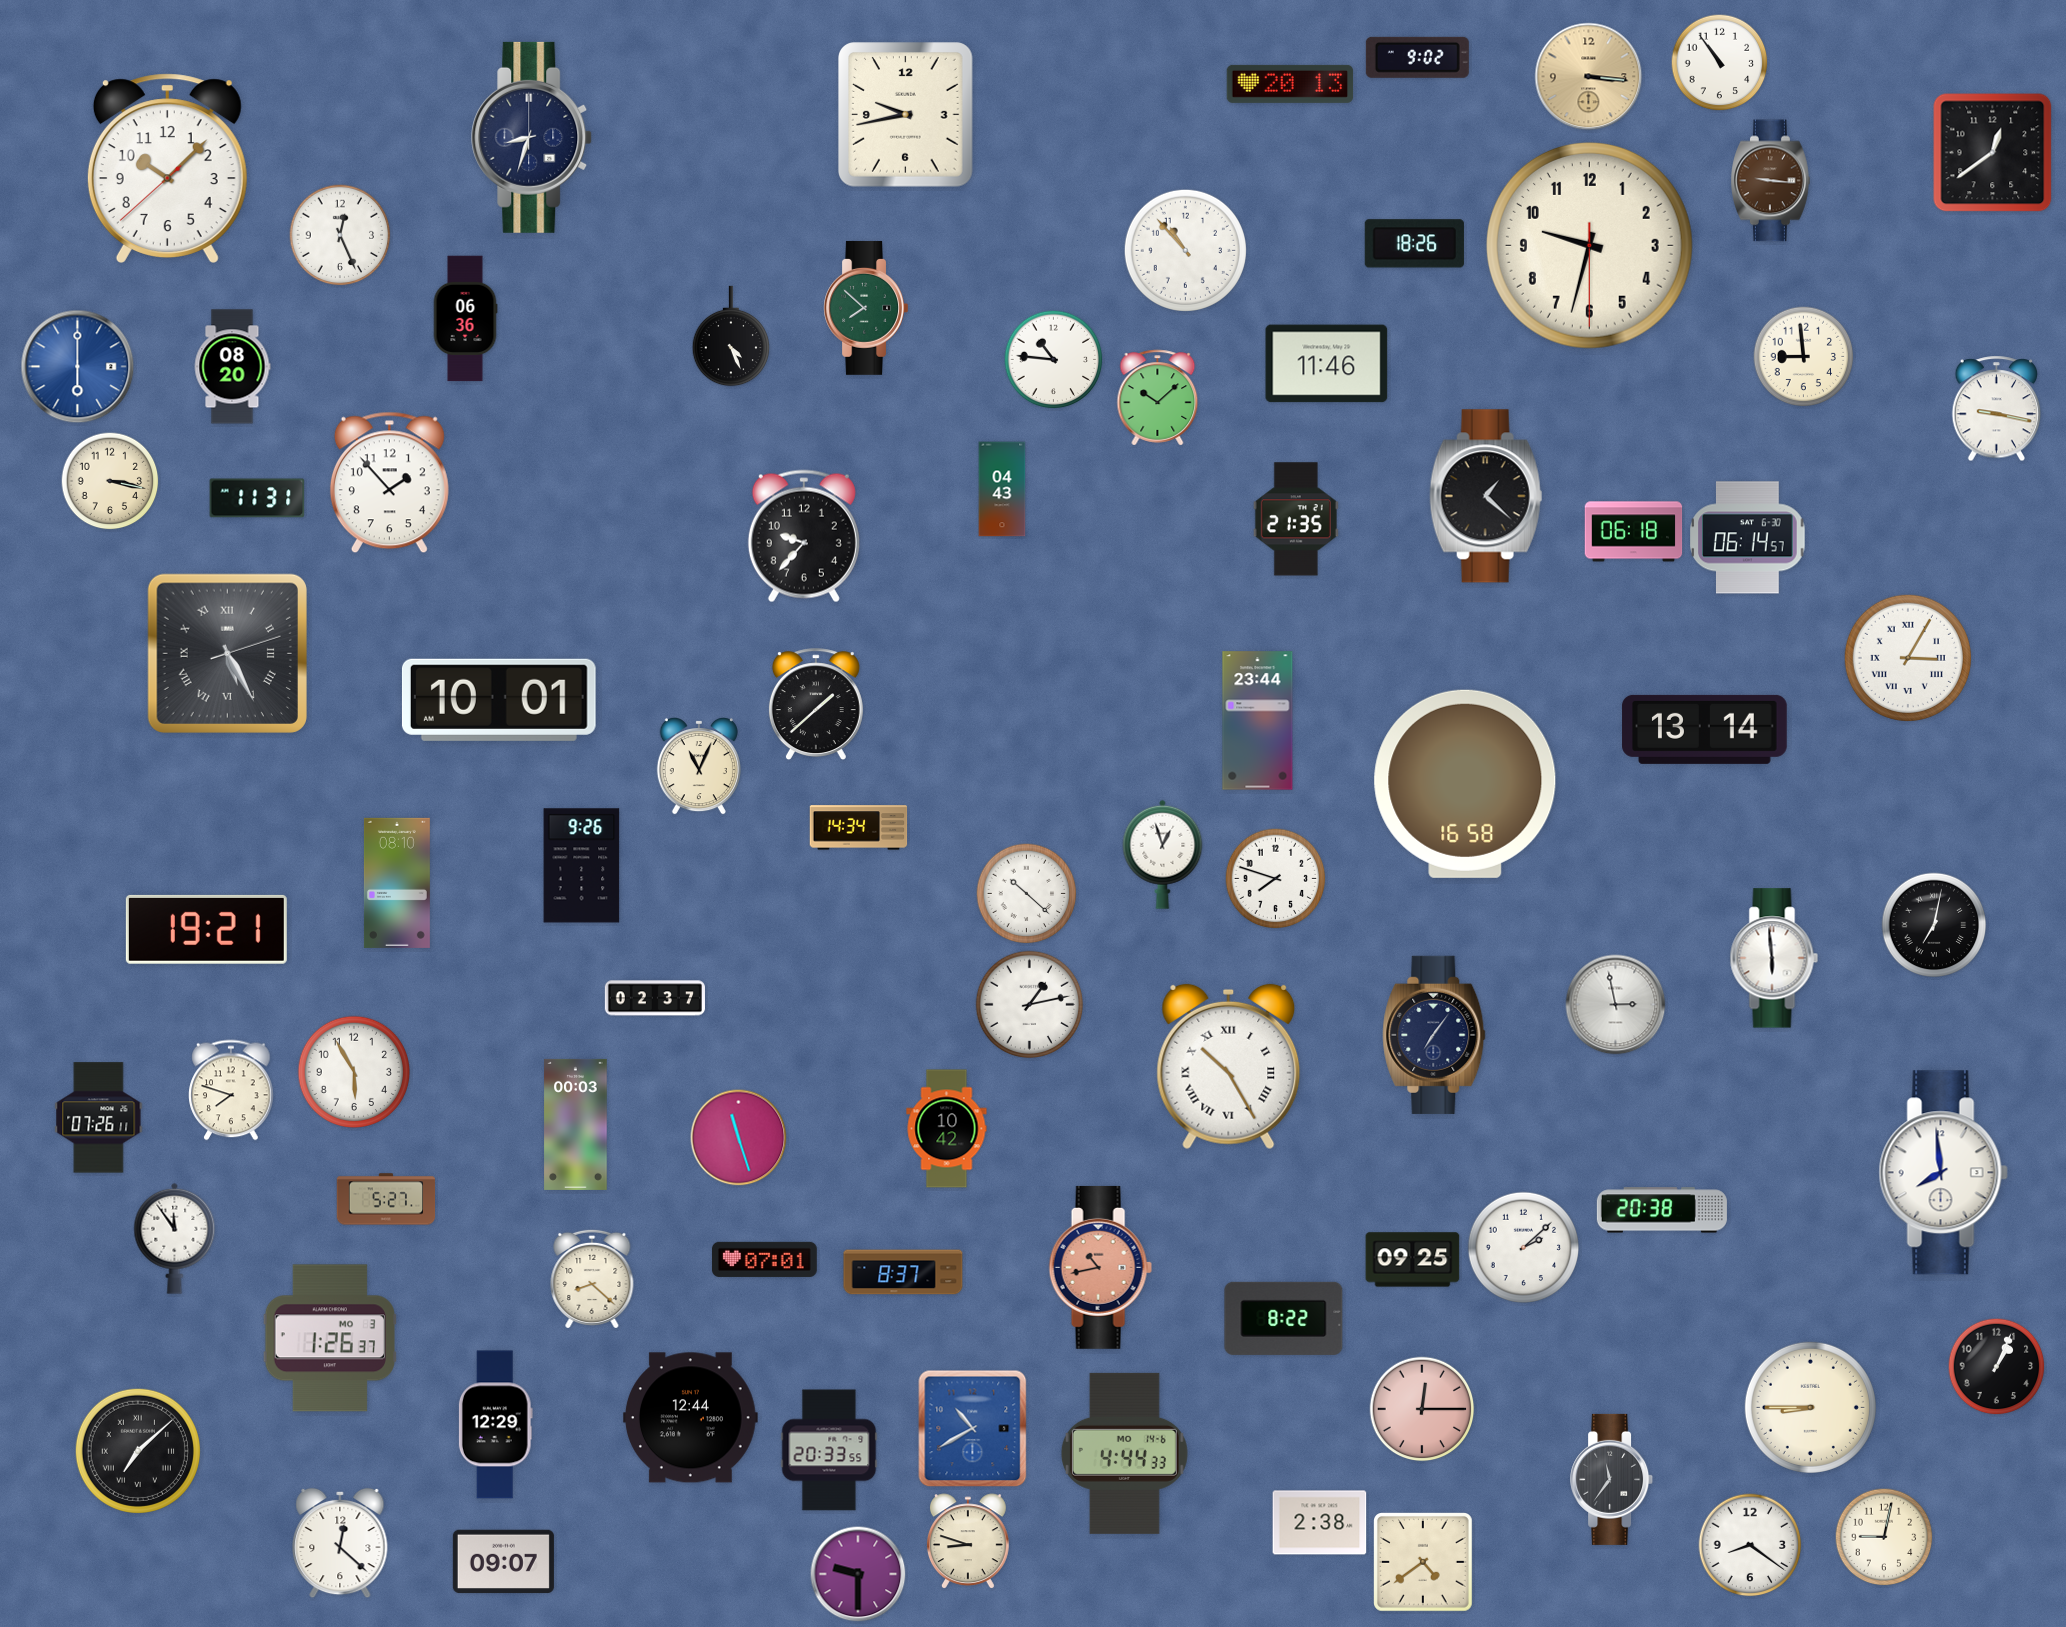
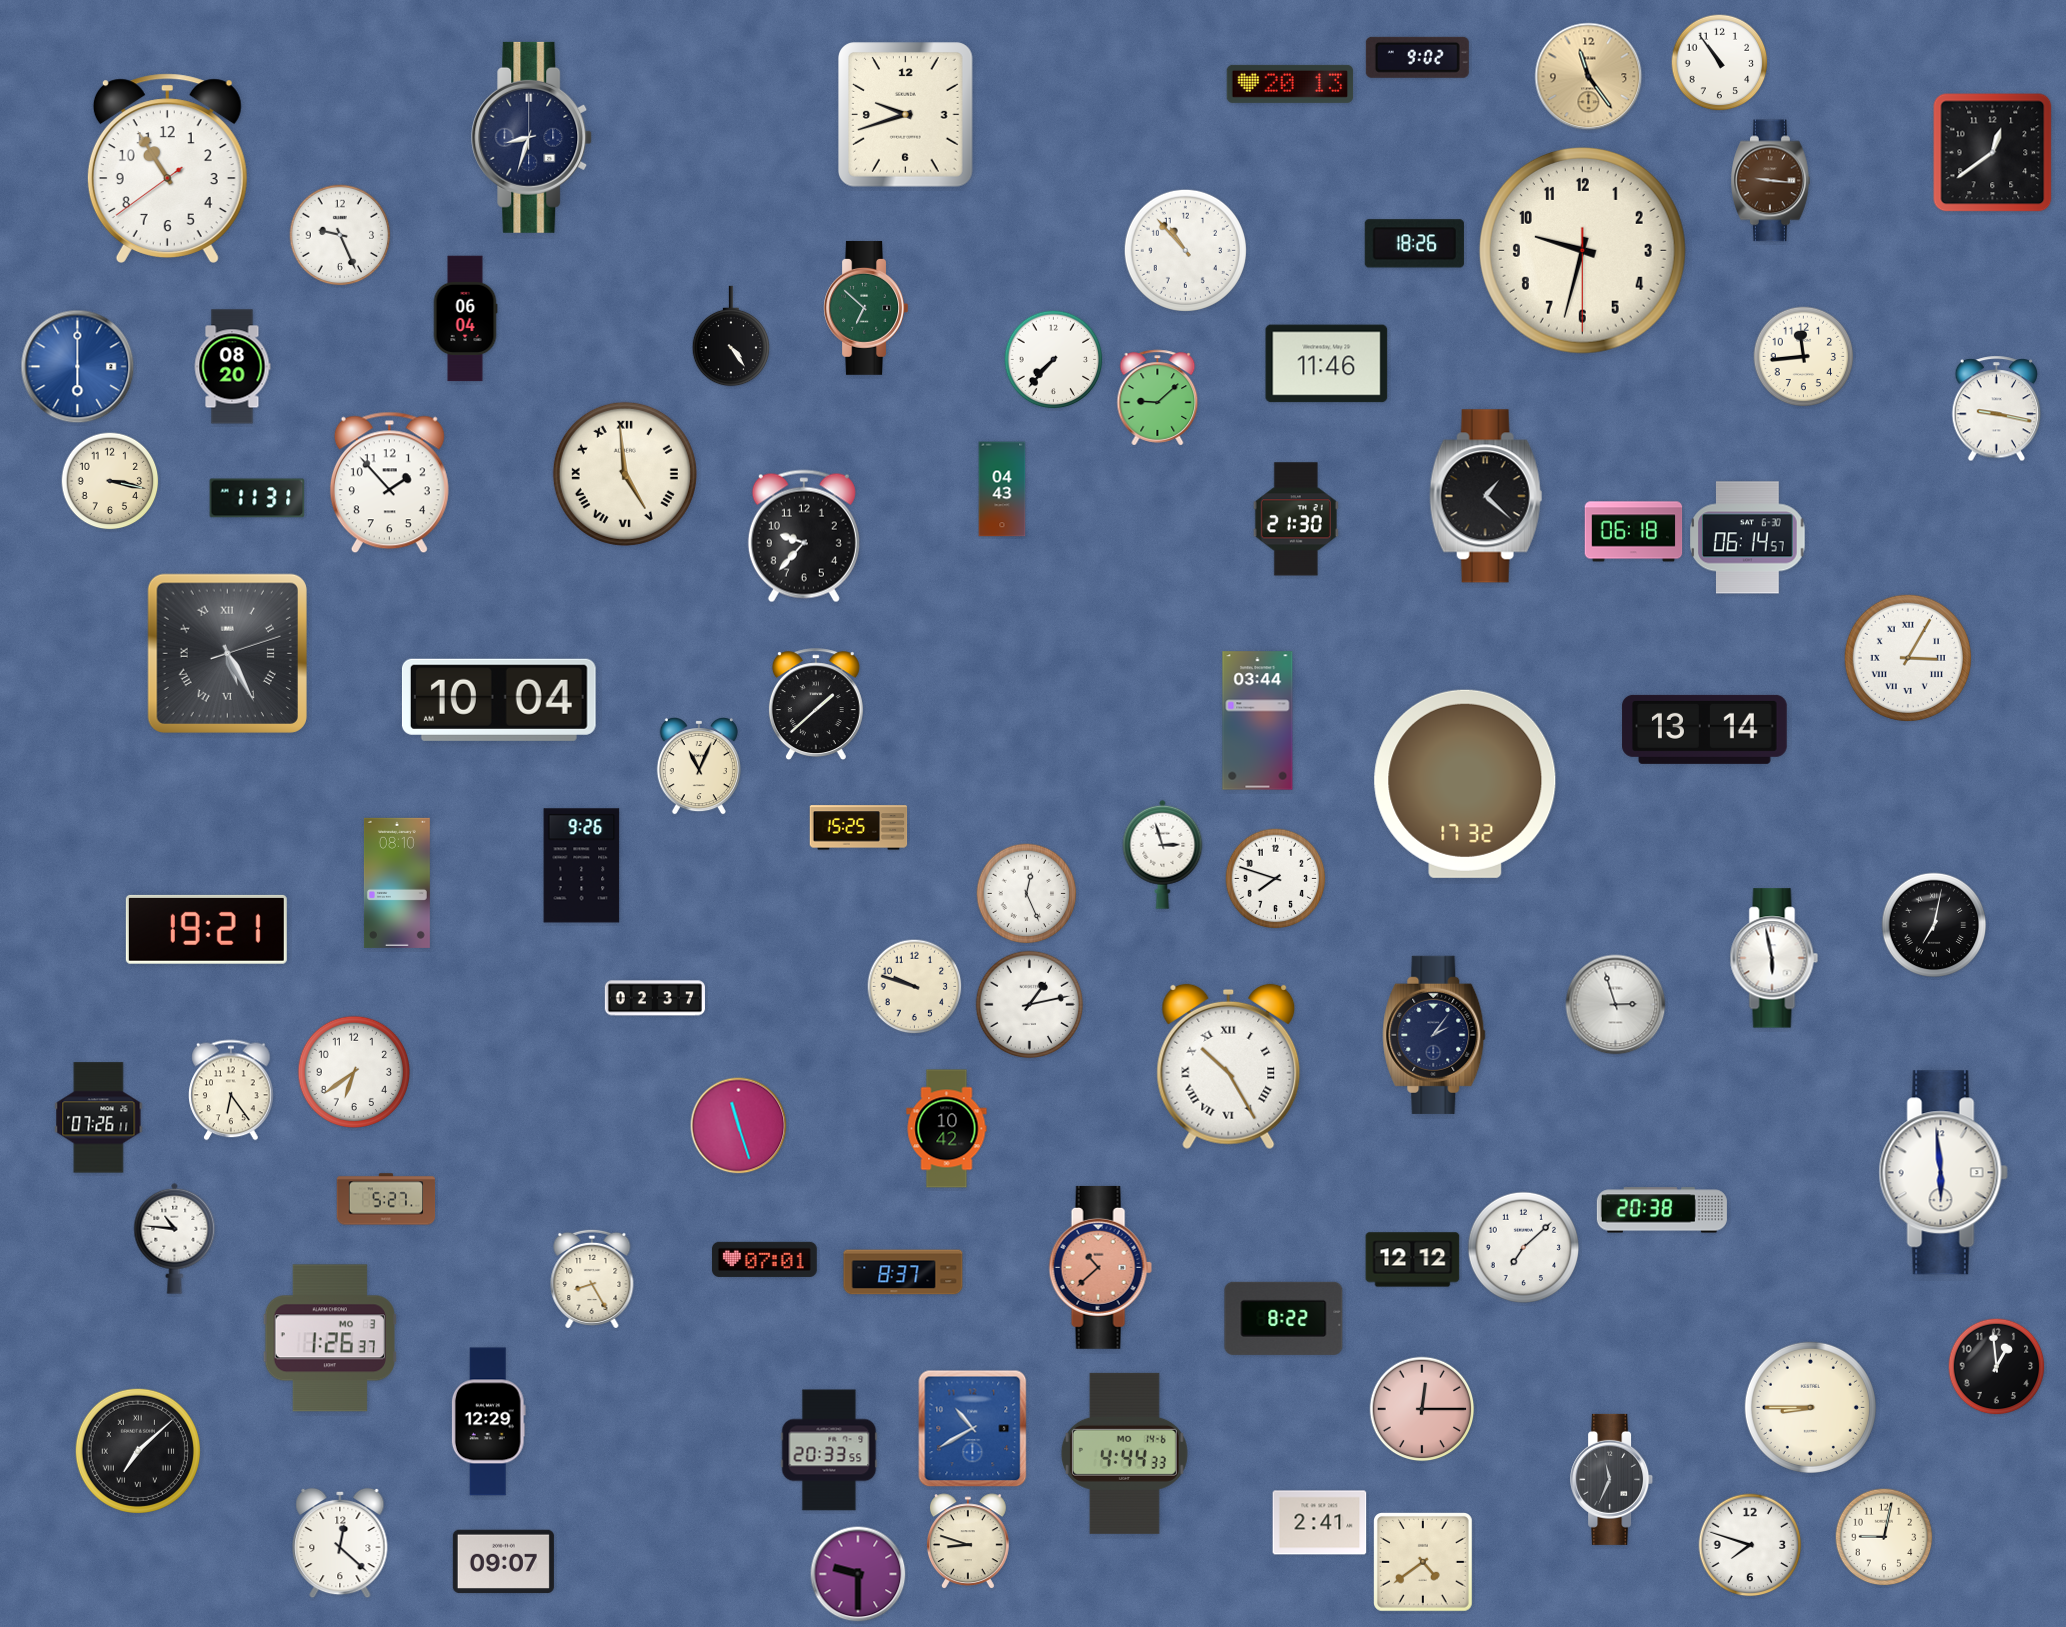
clock at (1589, 77): 3:16 -> 11:24
clock at (906, 115): 9:43 -> 9:42
clock at (167, 168): 10:07 -> 10:54
clock at (340, 235): 12:26 -> 9:26
clock at (1589, 245) position: (1589, 245) -> (1582, 250)
clock at (866, 308): 7:52 -> 6:52
clock at (465, 319): 06:36 -> 06:04
clock at (731, 336): 4:26 -> 4:24
clock at (1804, 357): 8:59 -> 11:44
clock at (1054, 360): 10:46 -> 7:37
clock at (1158, 398): 10:08 -> 9:08
clock at (625, 474): none -> 4:59
clock at (1296, 519): 21:35 -> 21:30
clock at (499, 700): 10:01 -> 10:04
clock at (1258, 721): 23:44 -> 03:44
clock at (1465, 784): 16:58 -> 17:32
clock at (859, 828): 14:34 -> 15:25
clock at (1163, 854): 12:57 -> 2:57
clock at (1027, 894): 10:22 -> 12:26
clock at (1774, 958): 5:59 -> 5:58
clock at (915, 987): none -> 9:48
clock at (1616, 1005): 2:58 -> 2:57
clock at (1434, 1035): 7:06 -> 2:06
clock at (354, 1072): 5:55 -> 6:39
clock at (231, 1090): 7:48 -> 6:24
clock at (576, 1124): 00:03 -> none
clock at (739, 1138) position: (739, 1138) -> (739, 1126)
clock at (1943, 1173): 7:59 -> 5:59
clock at (175, 1238): 11:54 -> 10:46
clock at (1524, 1248): 2:08 -> 7:08
clock at (1413, 1260): 09:25 -> 12:12
clock at (1100, 1267): 10:43 -> 10:38
clock at (592, 1278): 8:22 -> 8:25
clock at (1997, 1367): 1:04 -> 12:59
clock at (691, 1418): 12:44 -> none
clock at (495, 1425) position: (495, 1425) -> (488, 1422)
clock at (1612, 1479): 11:36 -> 11:34
clock at (1320, 1523): 2:38 -> 2:41
clock at (1750, 1545): 8:21 -> 7:48
